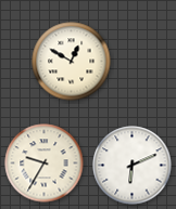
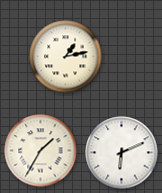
clock at (72, 62): 12:50 -> 1:13
clock at (45, 164): 9:35 -> 1:35
